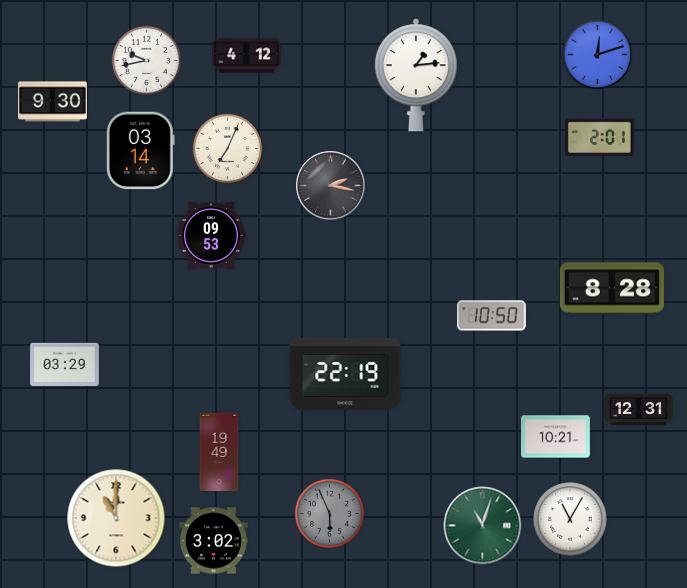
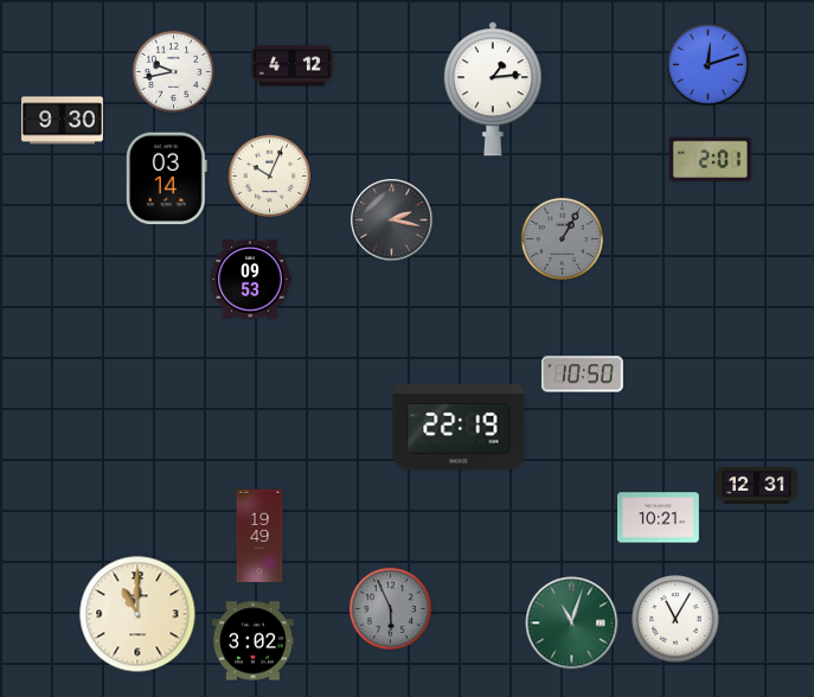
clock at (599, 137) position: (599, 137) -> (710, 159)
clock at (227, 148): 7:04 -> 10:04
clock at (562, 238): none -> 1:05
clock at (612, 288): 8:28 -> none
clock at (65, 365): 03:29 -> none
clock at (345, 374) position: (345, 374) -> (459, 427)
clock at (570, 519) position: (570, 519) -> (675, 619)
